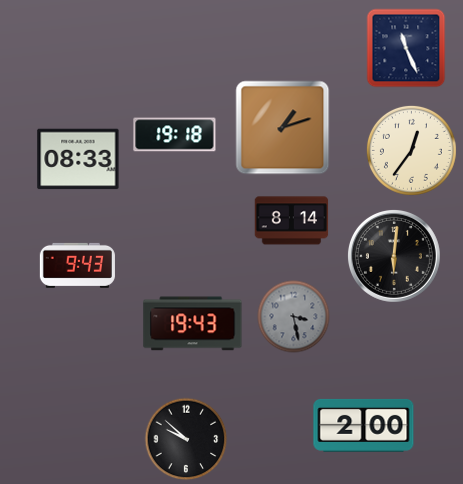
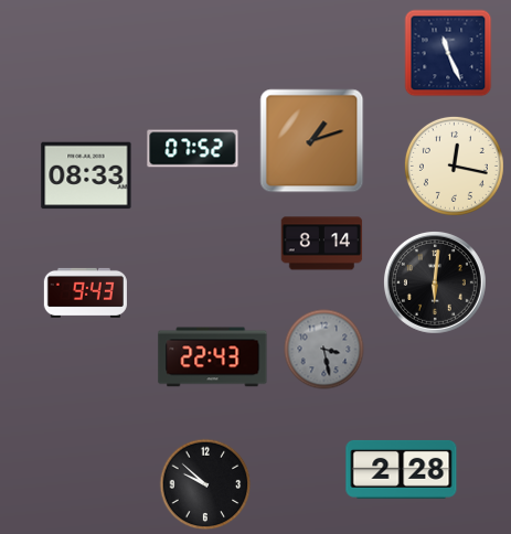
clock at (175, 135): 19:18 -> 07:52
clock at (411, 150): 12:36 -> 12:17
clock at (193, 324): 19:43 -> 22:43
clock at (364, 425): 2:00 -> 2:28
